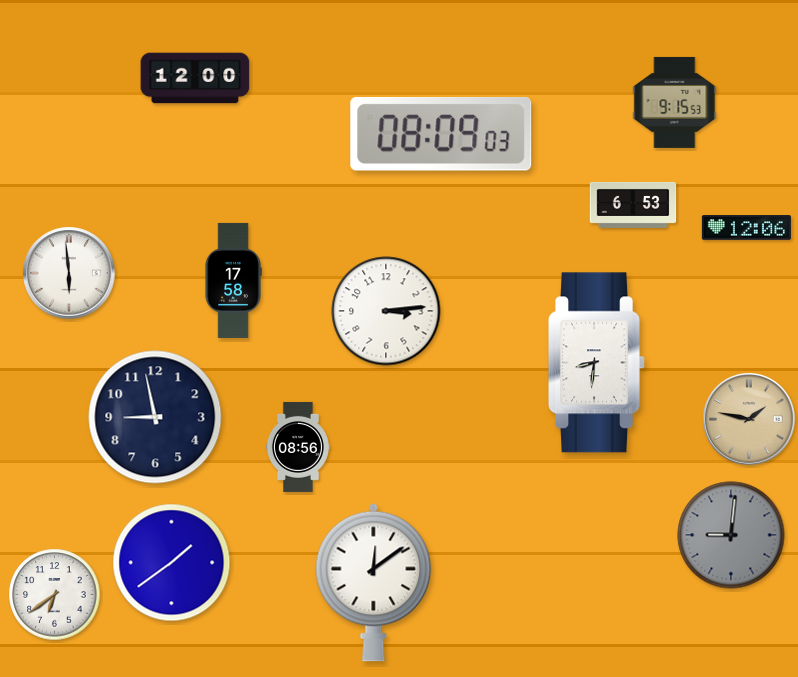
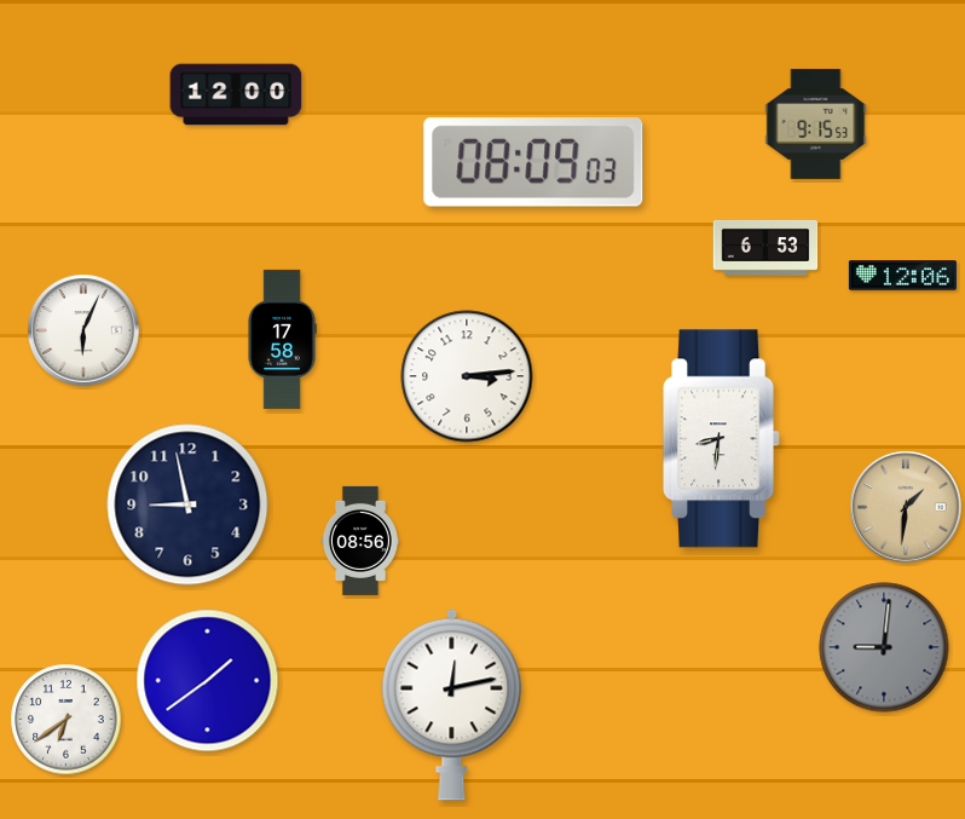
clock at (69, 273): 5:59 -> 6:04
clock at (749, 419): 1:47 -> 1:31
clock at (374, 582): 12:09 -> 12:13
